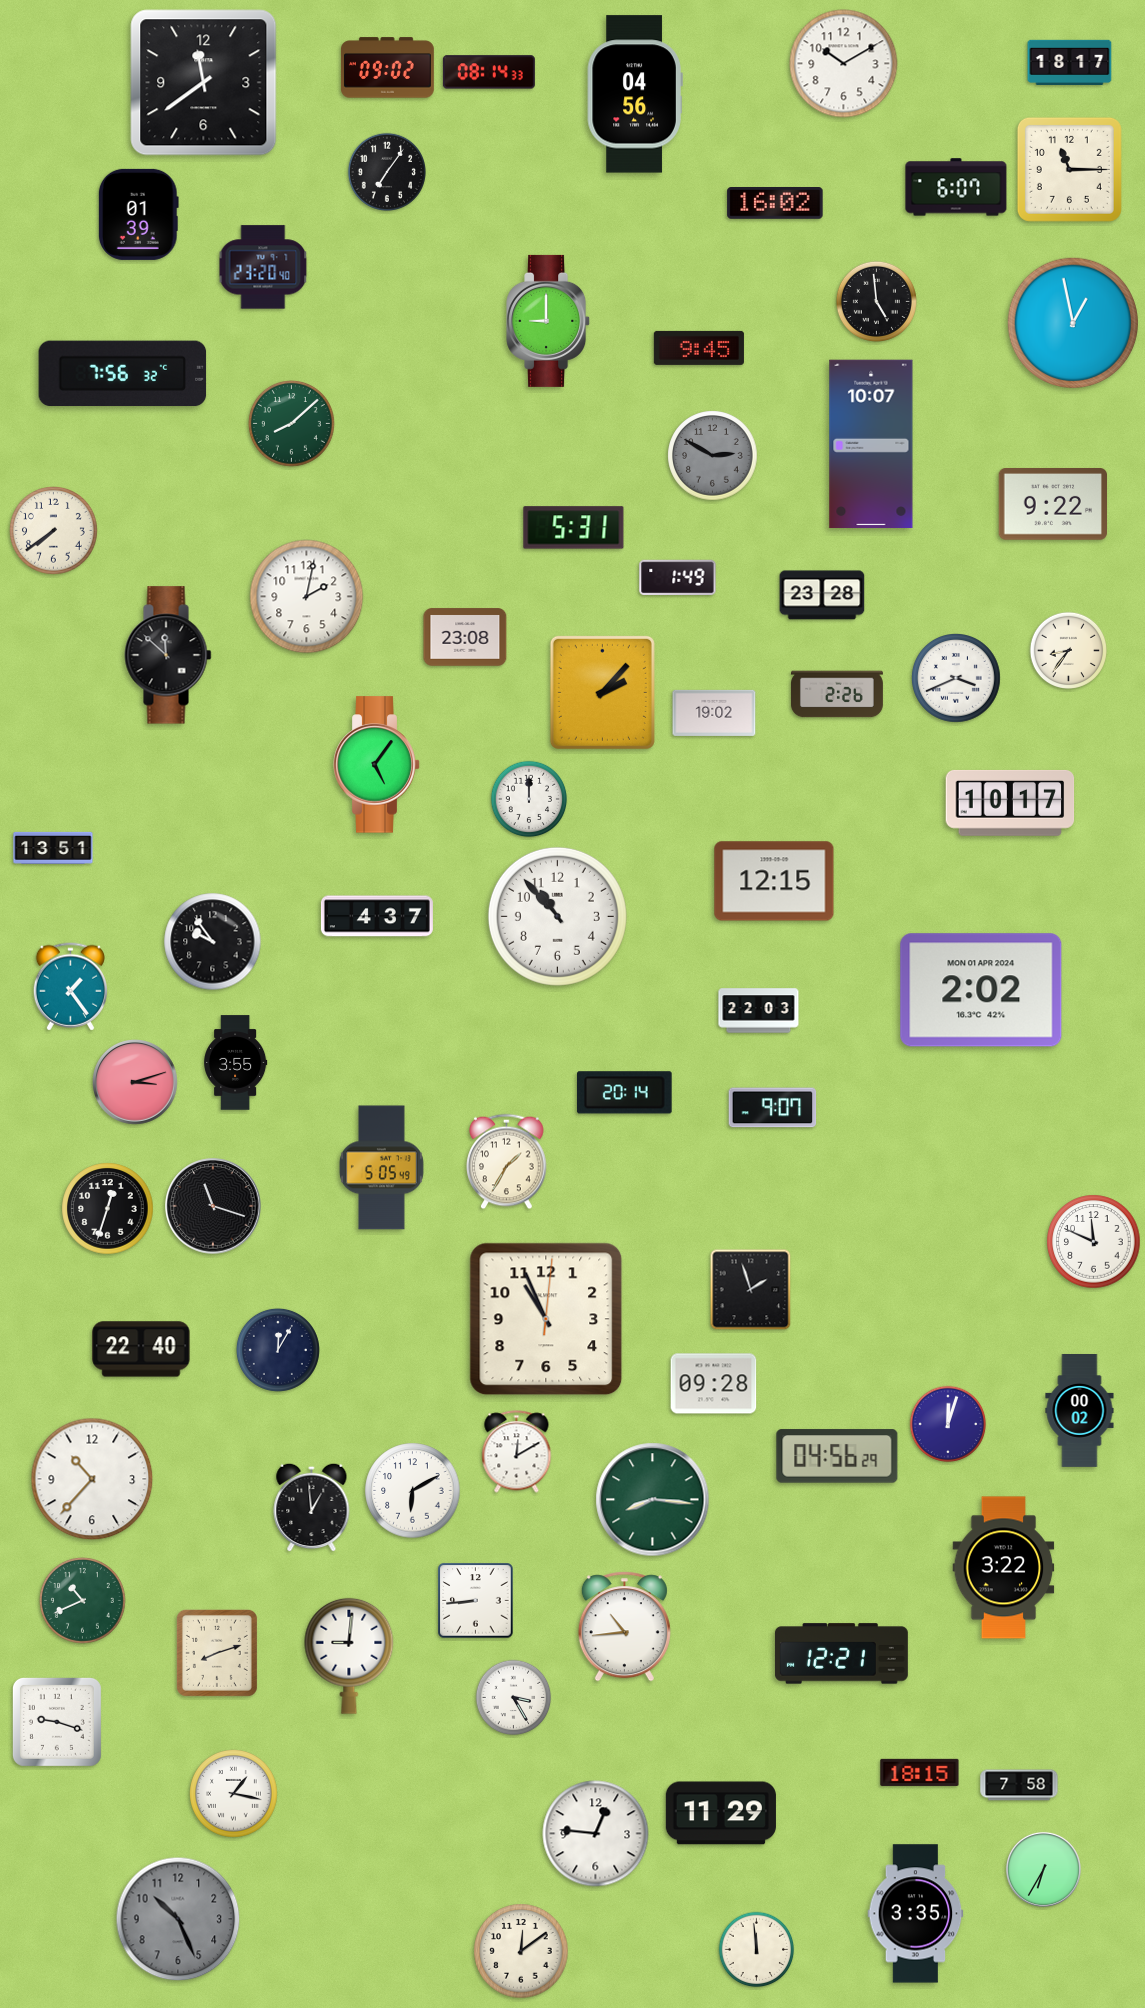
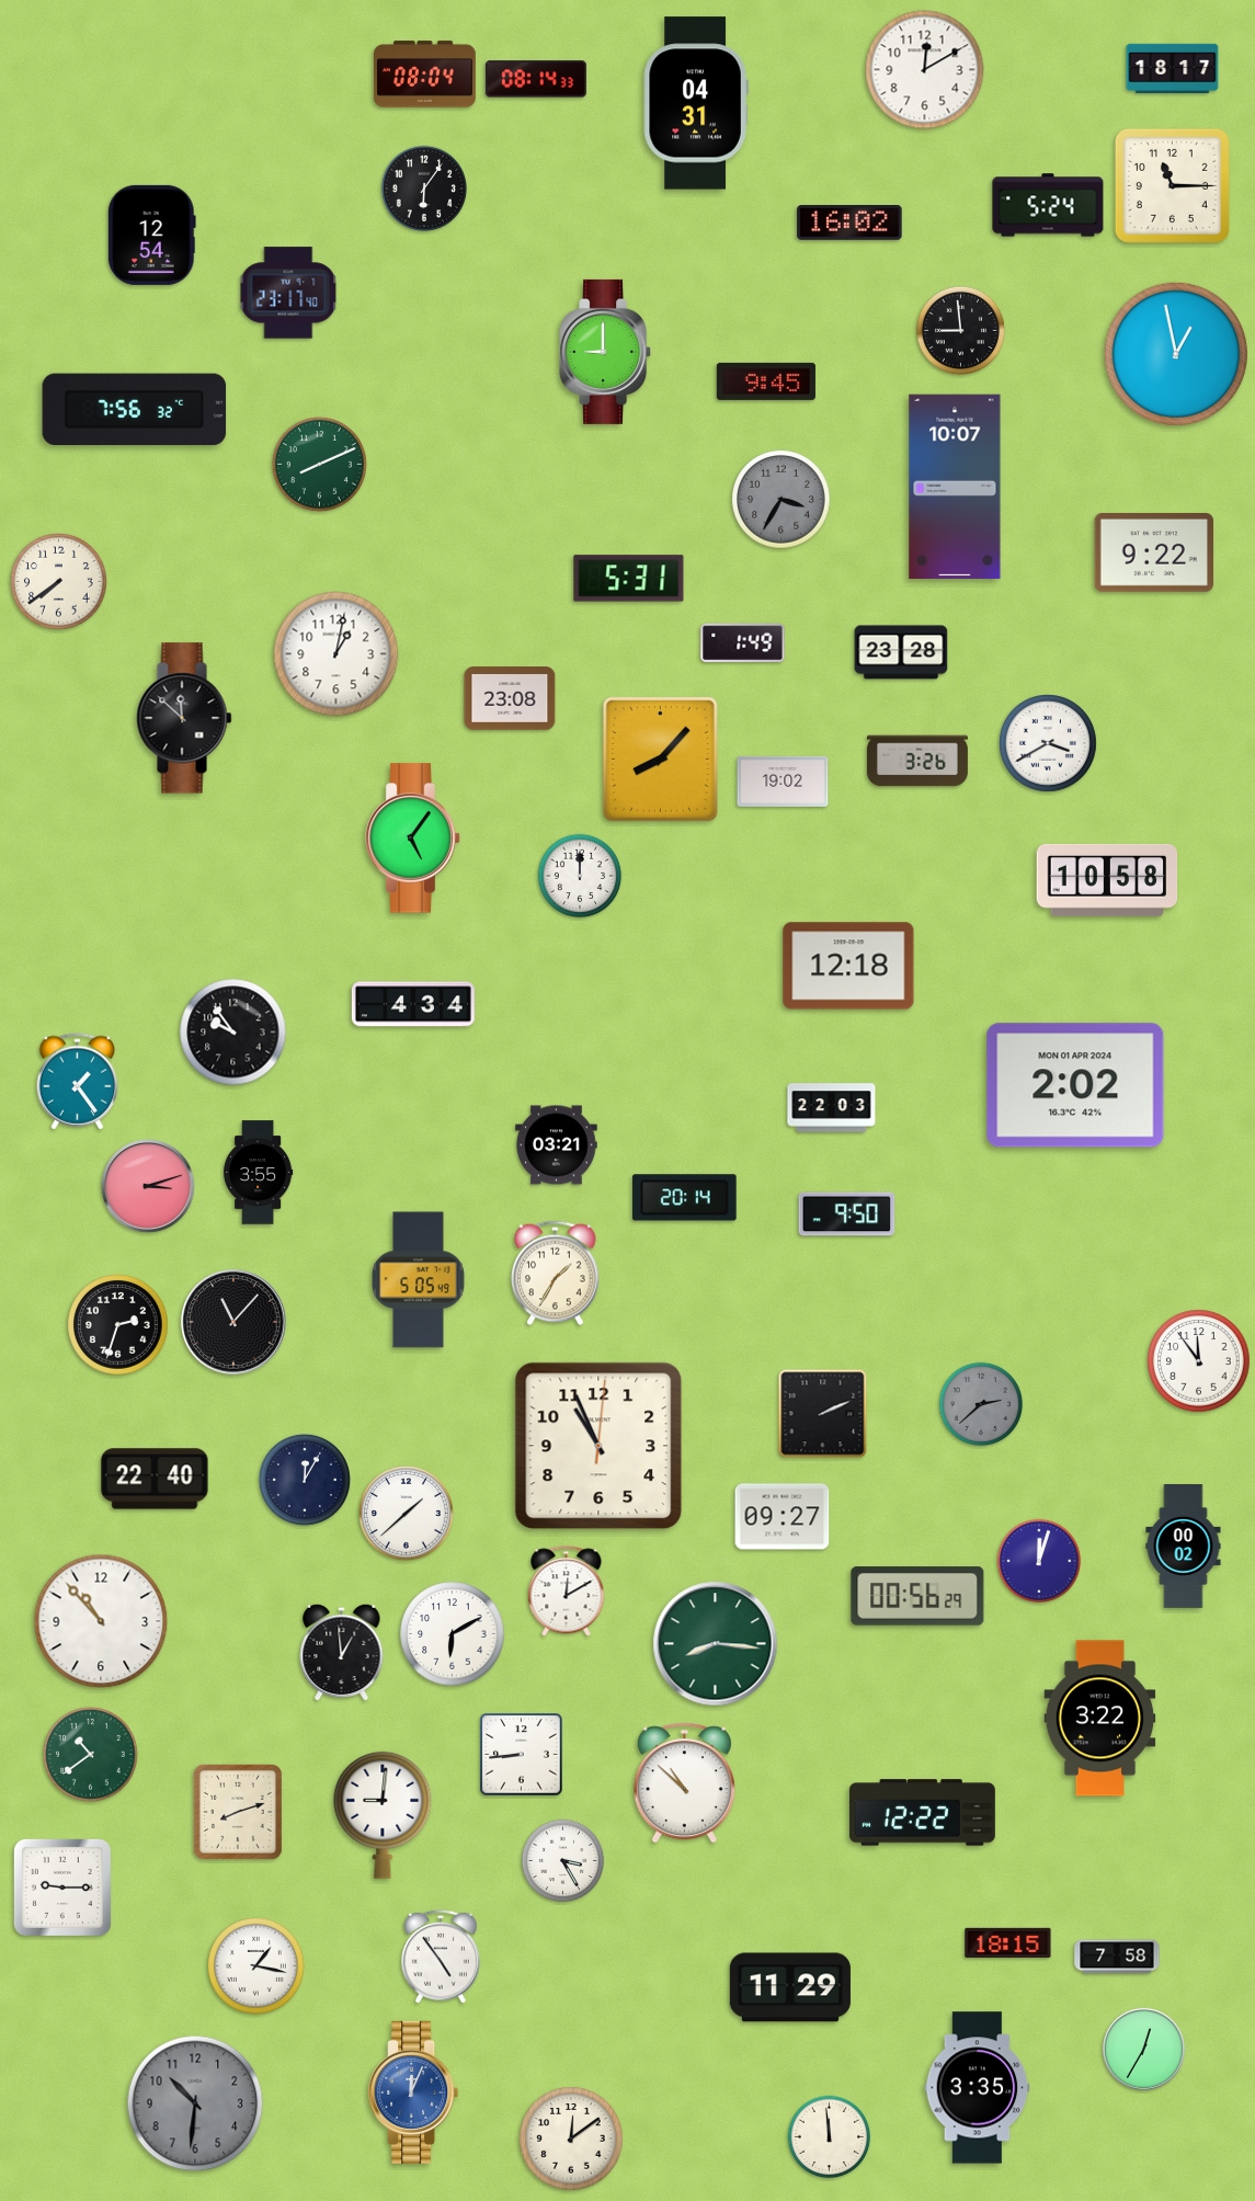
clock at (844, 64): 10:10 -> 12:10
clock at (387, 68): 09:02 -> 08:04
clock at (204, 83): 11:39 -> none
clock at (635, 94): 04:56 -> 04:31
clock at (386, 171): 7:06 -> 6:06
clock at (956, 187): 6:07 -> 5:24
clock at (138, 214): 01:39 -> 12:54
clock at (263, 267): 23:20 -> 23:17
clock at (876, 301): 4:59 -> 8:59
clock at (549, 321) position: (549, 321) -> (606, 352)
clock at (291, 423): 8:08 -> 8:11
clock at (713, 456): 2:50 -> 3:35
clock at (678, 577) position: (678, 577) -> (743, 642)
clock at (307, 597): 2:02 -> 1:02
clock at (1069, 651): 8:36 -> none
clock at (956, 678): 3:41 -> 3:40
clock at (602, 692): 2:07 -> 8:07
clock at (837, 694): 2:26 -> 3:26
clock at (1010, 803): 10:17 -> 10:58
clock at (53, 848): 13:51 -> none
clock at (774, 881): 12:15 -> 12:18
clock at (377, 916): 4:37 -> 4:34
clock at (557, 916): 10:53 -> none
clock at (557, 1145): none -> 03:21
clock at (236, 1063) position: (236, 1063) -> (259, 1173)
clock at (773, 1108): 9:07 -> 9:50
clock at (213, 1206): 11:18 -> 11:07
clock at (108, 1209): 12:33 -> 2:33
clock at (1094, 1242): 11:49 -> 11:54
clock at (981, 1404): none -> 2:38
clock at (751, 1290): 1:57 -> 2:11
clock at (406, 1513): none -> 1:38
clock at (714, 1384): 09:28 -> 09:27
clock at (837, 1456): 04:56 -> 00:56
clock at (92, 1479): 10:37 -> 10:53
clock at (82, 1600): 10:41 -> 10:39
clock at (624, 1627): 10:44 -> 10:52
clock at (841, 1654): 12:21 -> 12:22
clock at (57, 1722): 9:18 -> 9:15
clock at (441, 1957): none -> 4:54
clock at (596, 1834): 12:46 -> none
clock at (1043, 1869): 6:35 -> 12:35
clock at (413, 2092): none -> 12:04
clock at (916, 1914) position: (916, 1914) -> (978, 2088)
clock at (178, 1919): 10:26 -> 10:31
